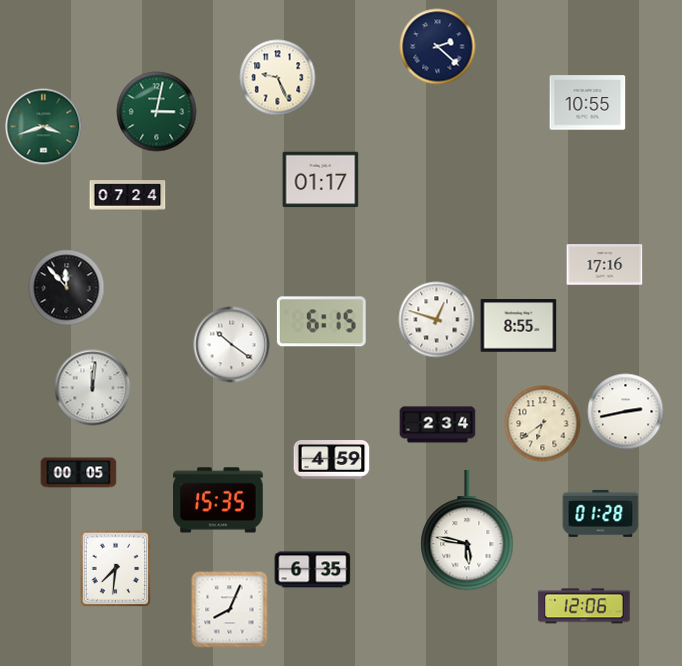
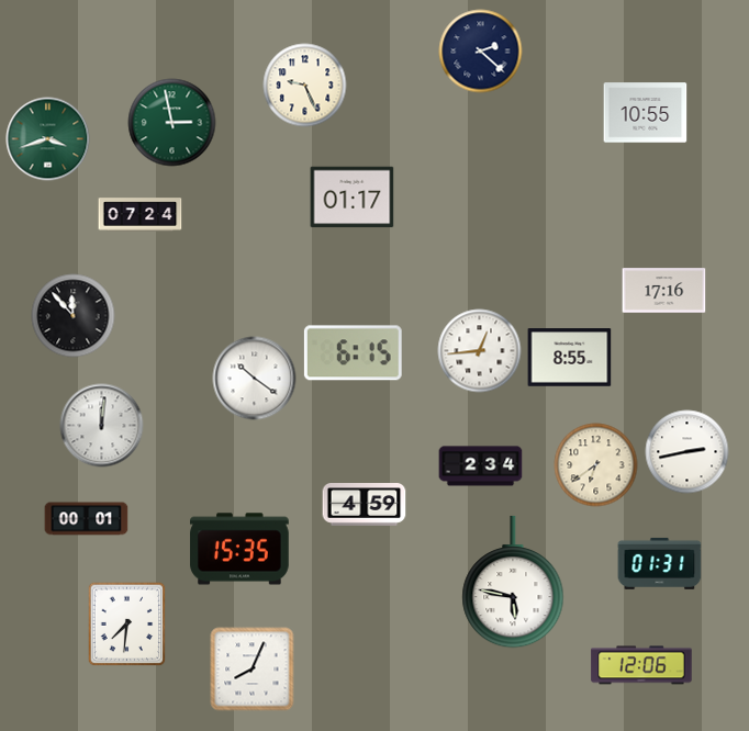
clock at (157, 112): 3:02 -> 2:58
clock at (437, 320): 12:48 -> 12:44
clock at (79, 473): 00:05 -> 00:01
clock at (601, 513): 01:28 -> 01:31
clock at (313, 570): 6:35 -> none
